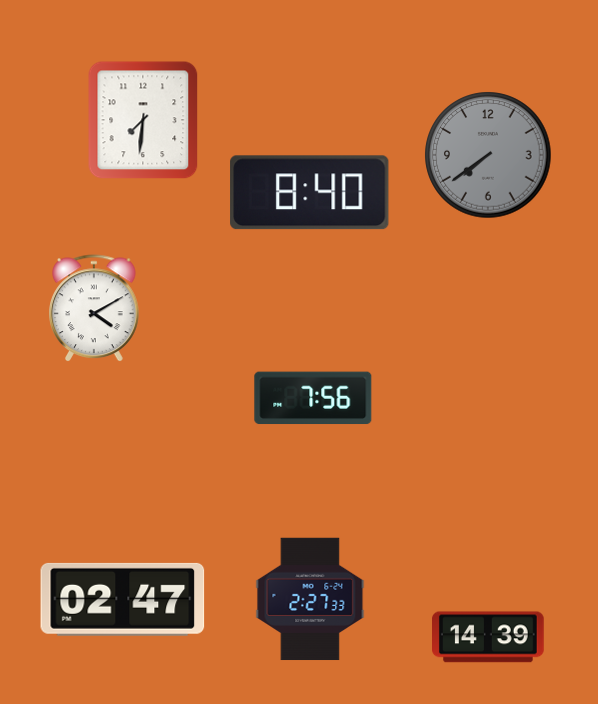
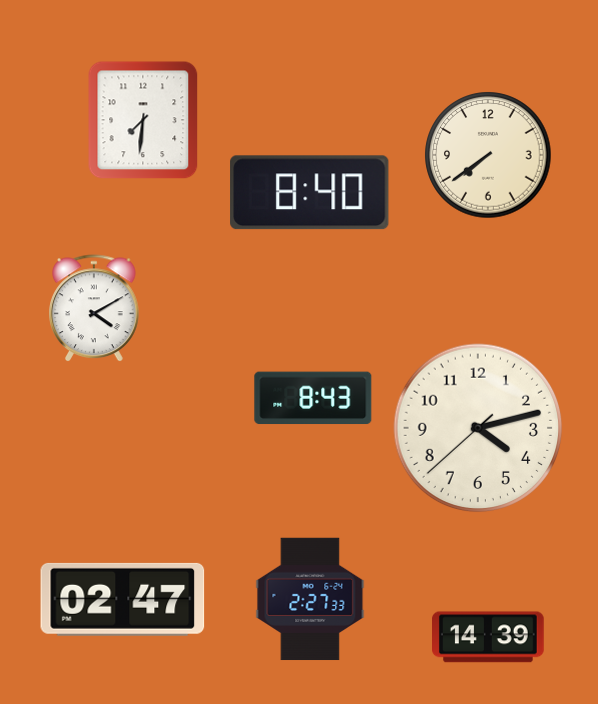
clock at (488, 155) dial: grey -> cream
clock at (313, 398): 7:56 -> 8:43
clock at (478, 428): none -> 4:12
